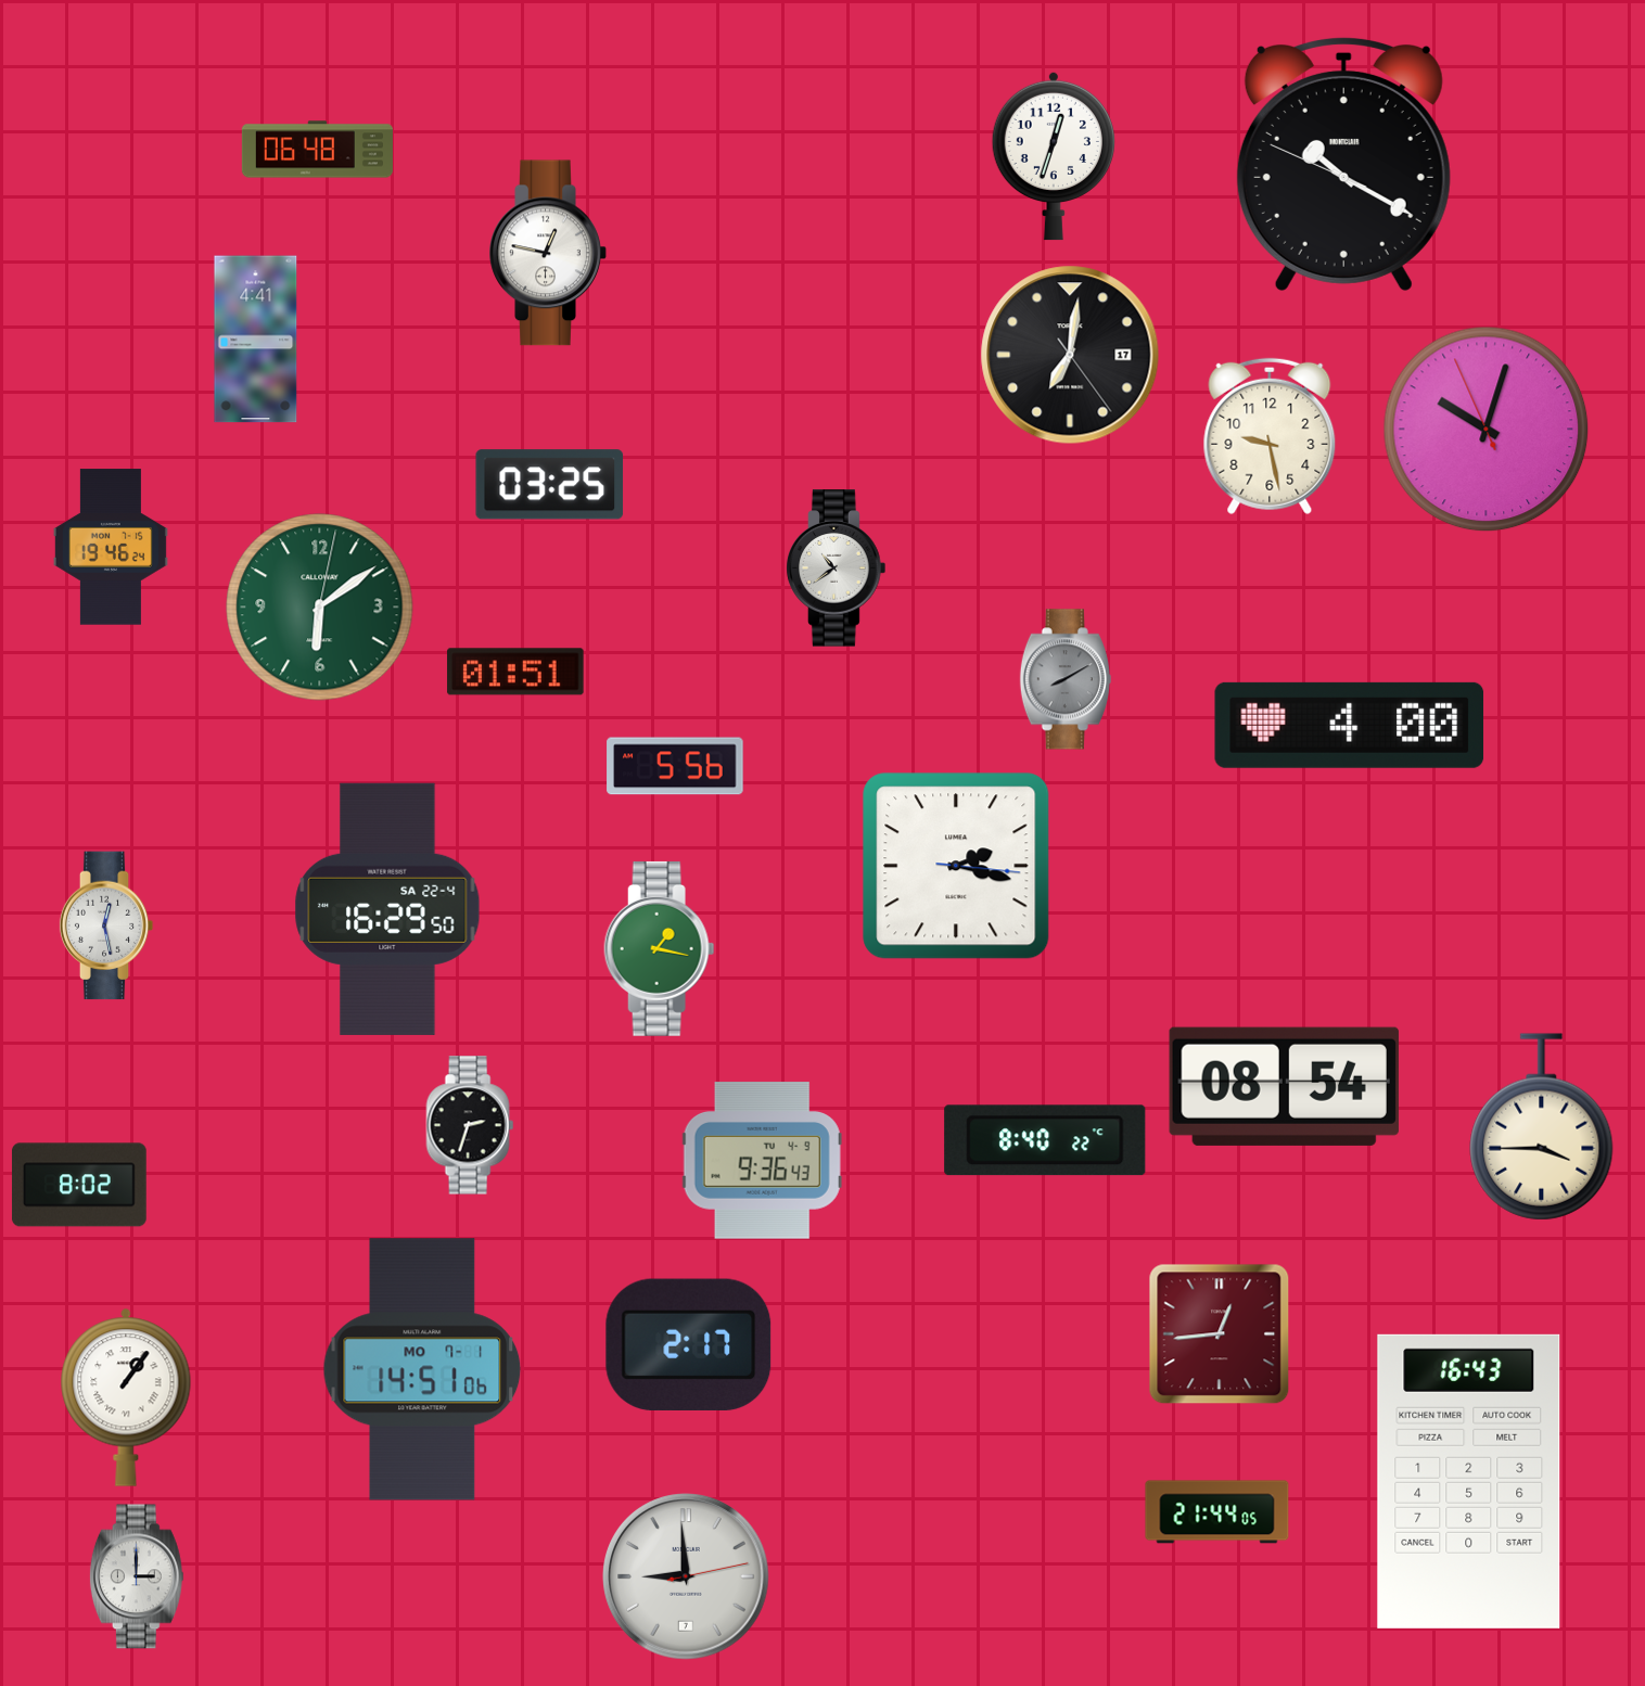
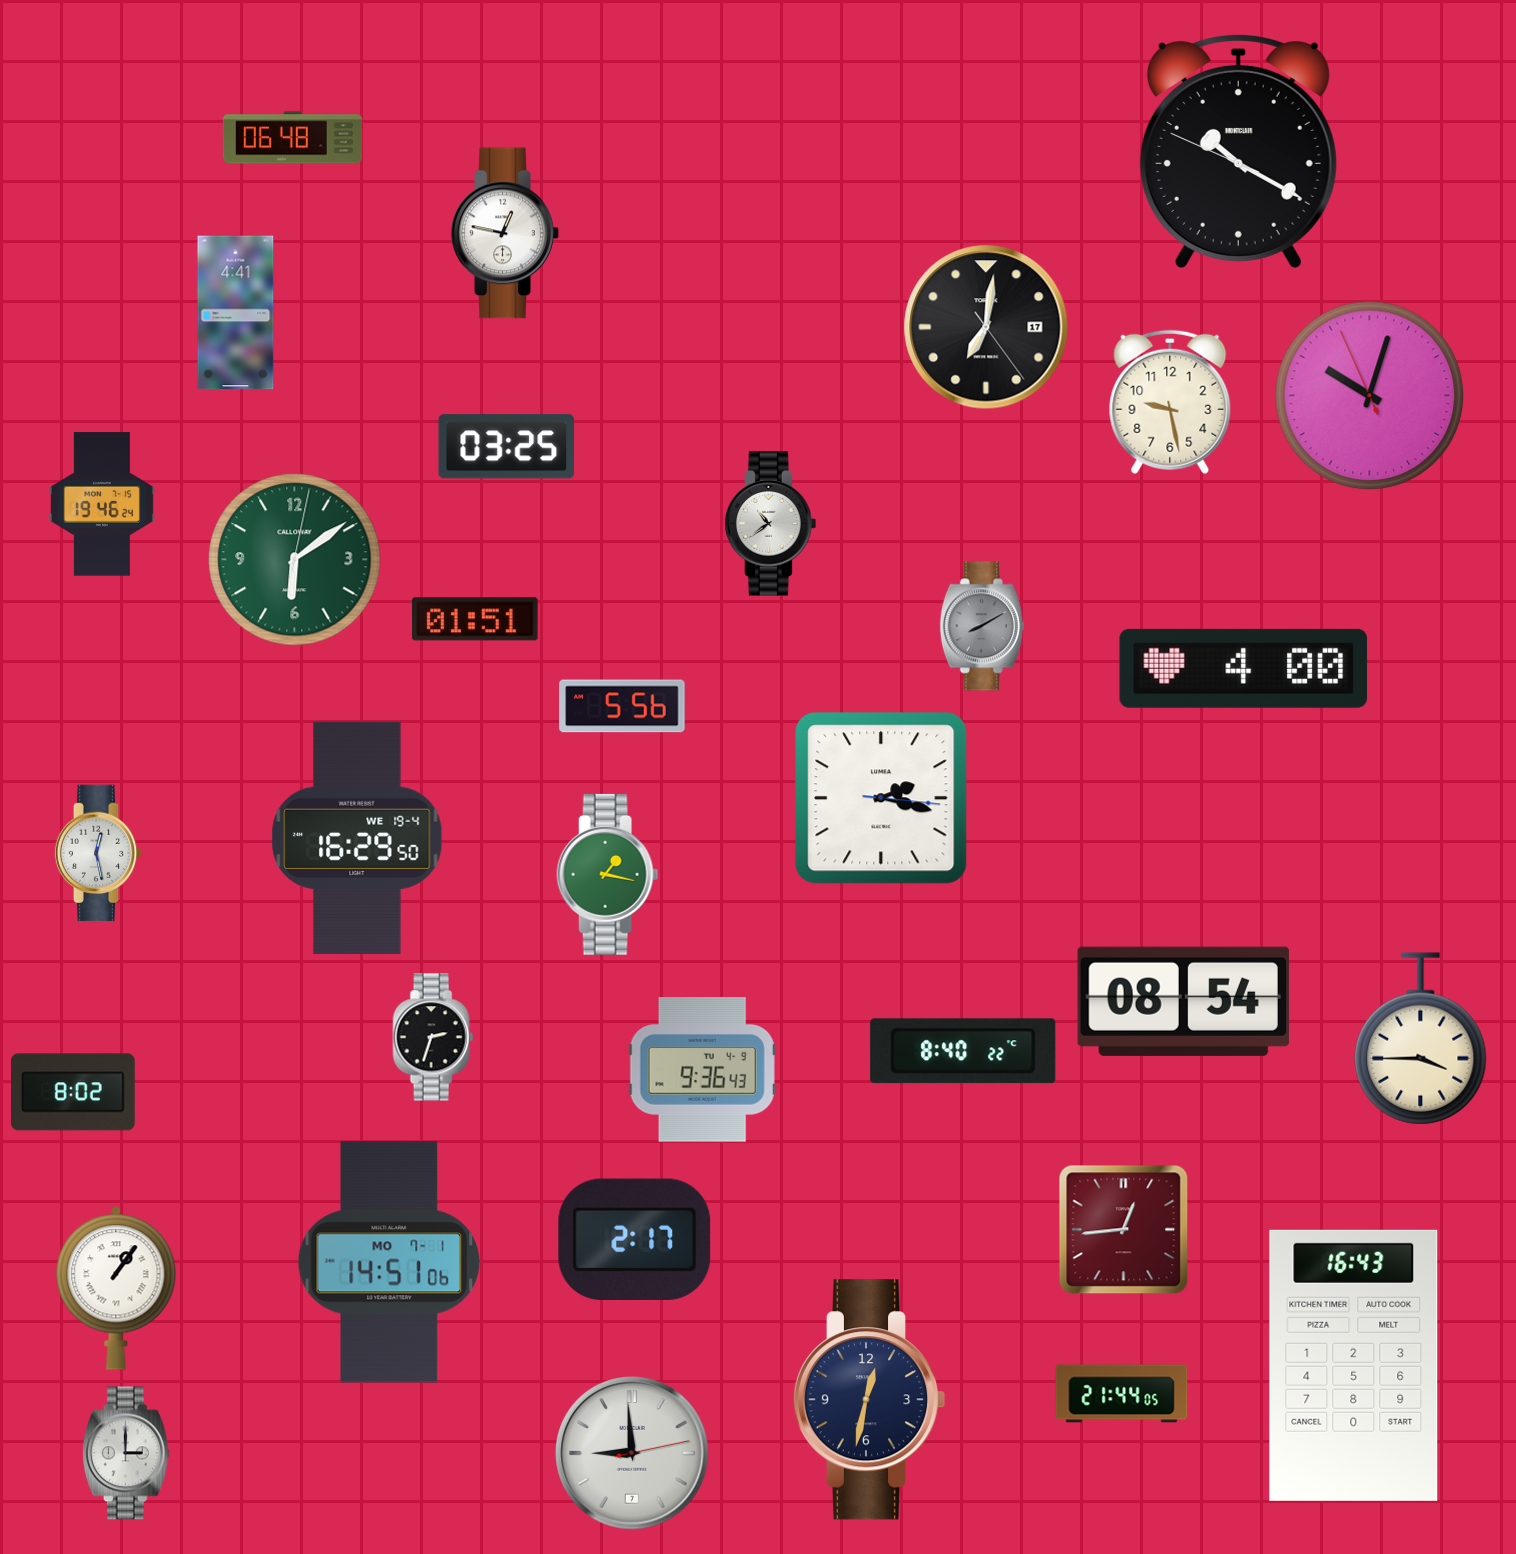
clock at (1054, 156): 12:33 -> none
clock at (387, 909) date: SA 22-4 -> WE 19-4
clock at (869, 1400): none -> 12:32
